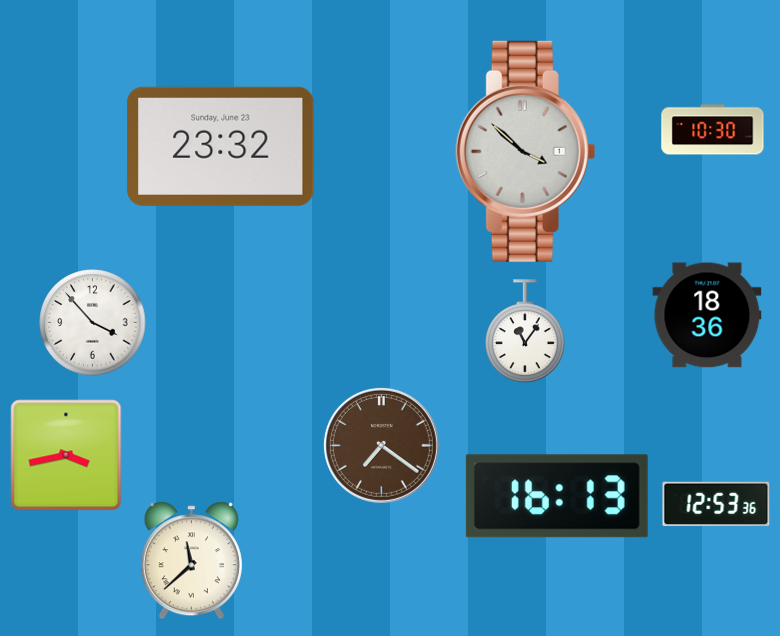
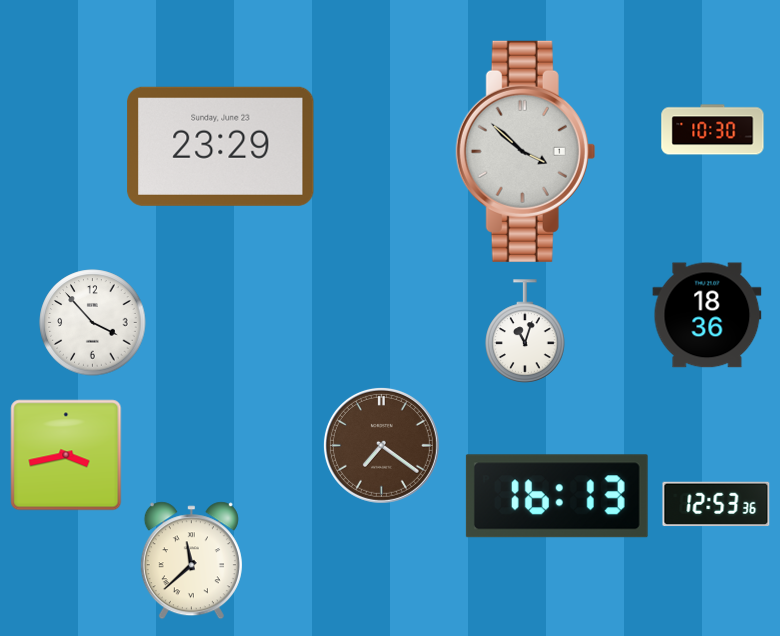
clock at (221, 146): 23:32 -> 23:29
clock at (525, 331): 11:06 -> 11:03
